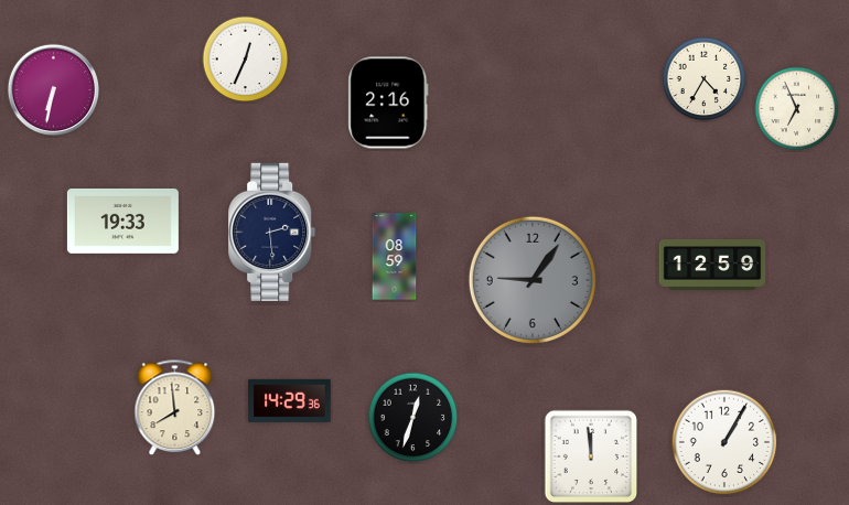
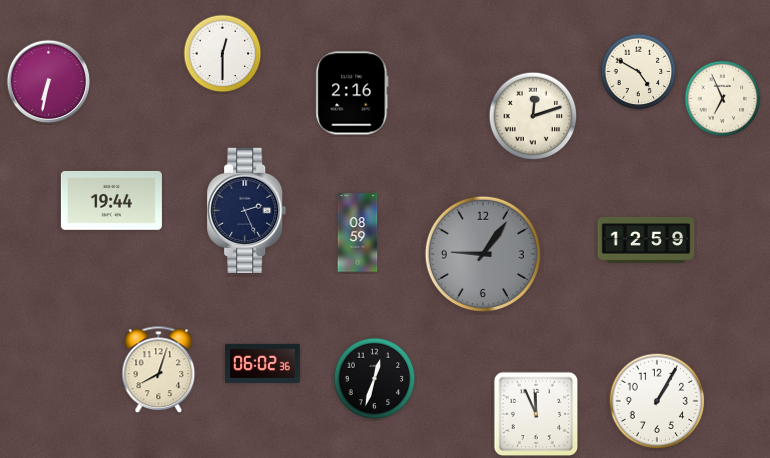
clock at (246, 60): 12:34 -> 12:30
clock at (705, 79): 4:35 -> 4:50
clock at (533, 116): none -> 12:12
clock at (122, 221): 19:33 -> 19:44
clock at (272, 232): 2:29 -> 2:26
clock at (290, 400): 14:29 -> 06:02
clock at (175, 408): 7:59 -> 8:03
clock at (591, 456): 11:59 -> 11:56
